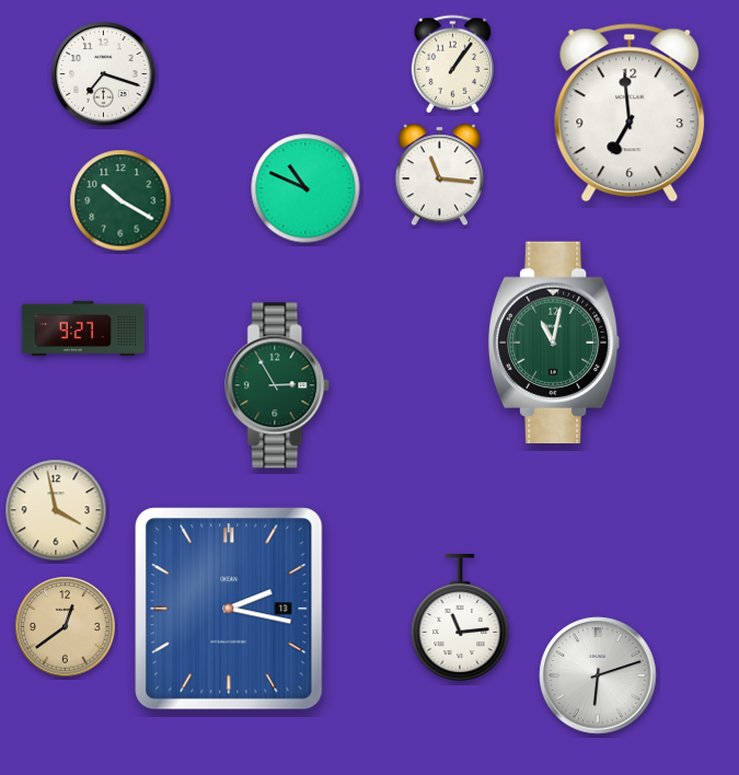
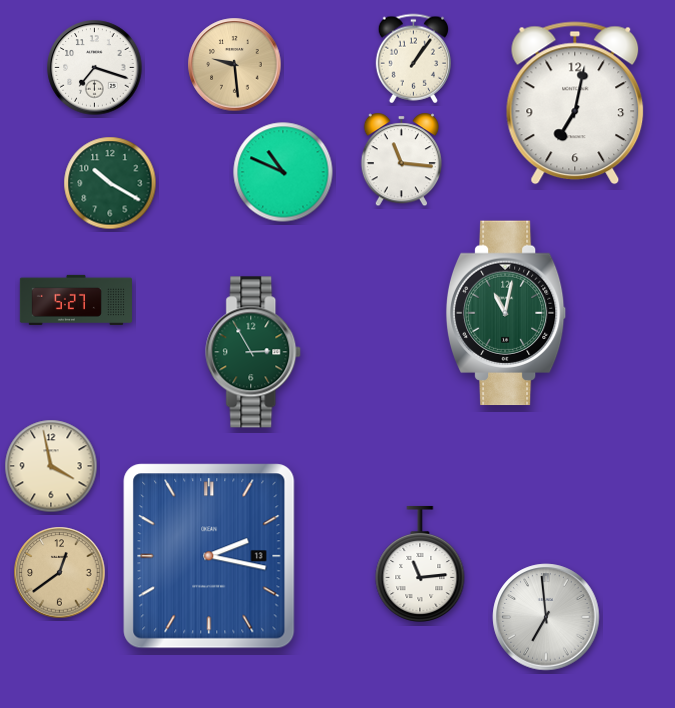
clock at (235, 65): none -> 9:29
clock at (630, 113): 6:59 -> 7:02
clock at (305, 188) position: (305, 188) -> (283, 172)
clock at (82, 328): 9:27 -> 5:27
clock at (598, 675): 6:12 -> 6:59
